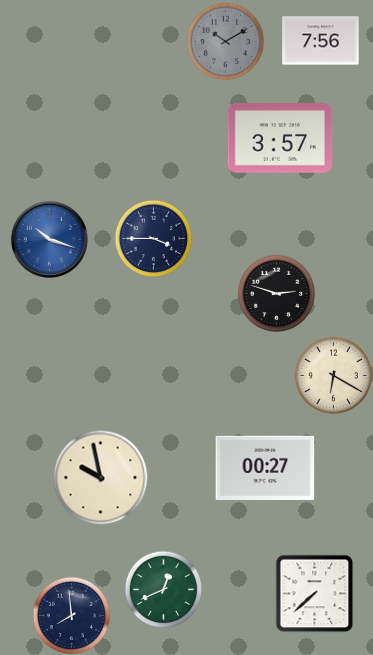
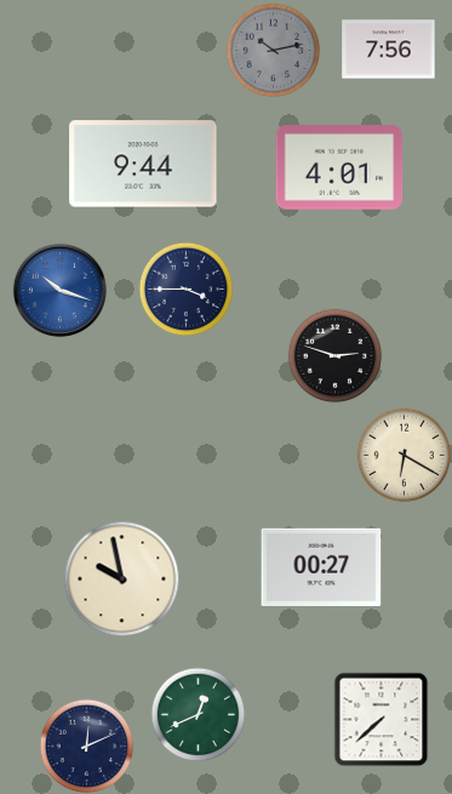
clock at (225, 41): 10:10 -> 10:13
clock at (143, 164): none -> 9:44
clock at (280, 138): 3:57 -> 4:01
clock at (71, 615): 7:59 -> 12:11
